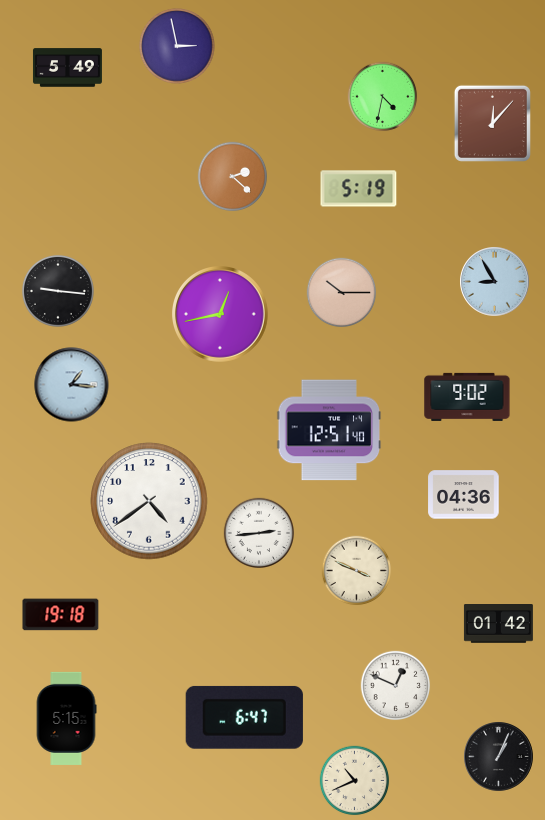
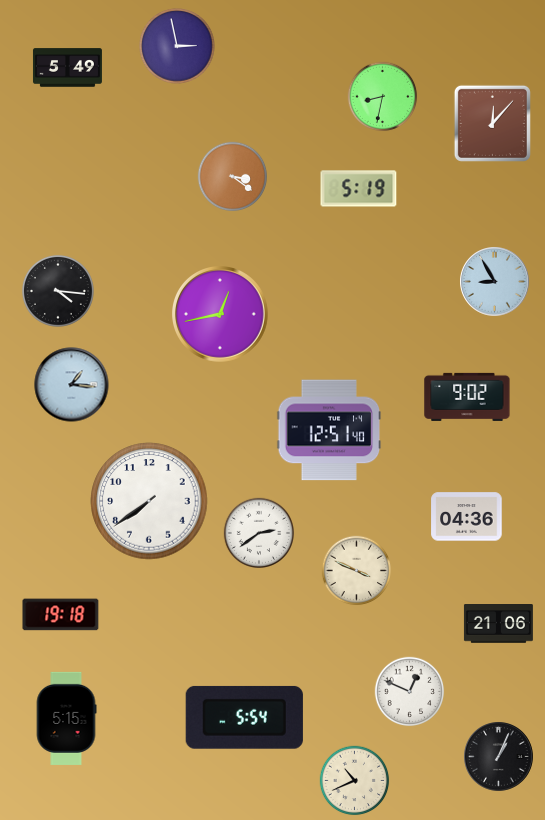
clock at (383, 97): 4:32 -> 8:32
clock at (233, 177): 2:22 -> 3:21
clock at (58, 291): 9:16 -> 4:16
clock at (342, 293): 10:15 -> none
clock at (464, 495) position: (464, 495) -> (467, 517)
clock at (149, 501): 4:39 -> 7:39
clock at (258, 532): 2:44 -> 2:39
clock at (498, 624): 01:42 -> 21:06
clock at (396, 686) position: (396, 686) -> (410, 692)
clock at (244, 717): 6:47 -> 5:54
